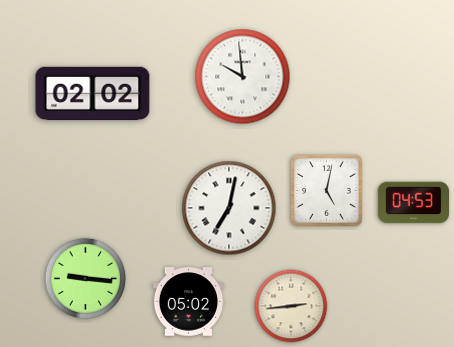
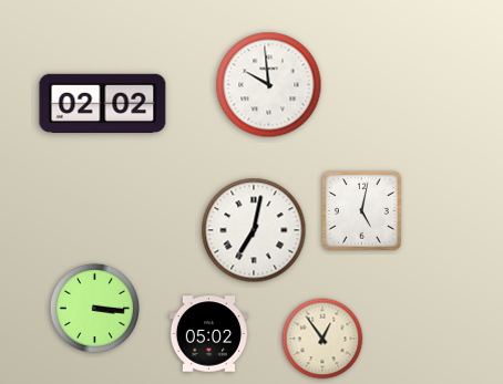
clock at (414, 203): 04:53 -> none
clock at (85, 278): 9:16 -> 3:16
clock at (291, 306): 2:44 -> 12:54
